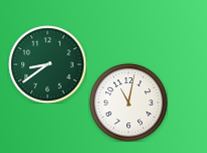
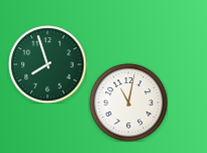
clock at (47, 64): 8:39 -> 7:57
